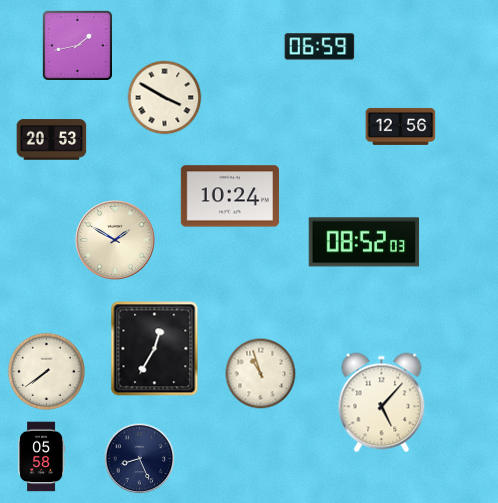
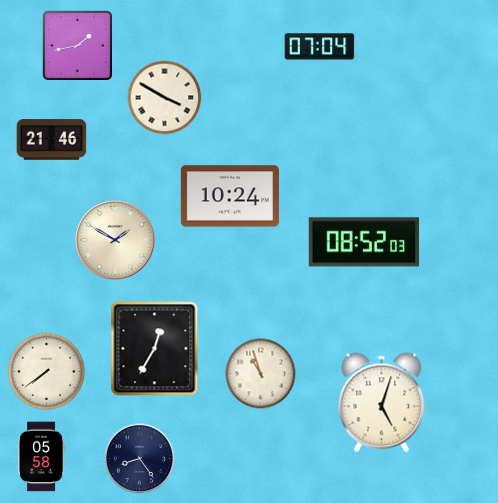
clock at (320, 47): 06:59 -> 07:04
clock at (401, 126): 12:56 -> none
clock at (52, 140): 20:53 -> 21:46
clock at (382, 403): 5:07 -> 5:03
clock at (140, 459): 8:26 -> 8:24
